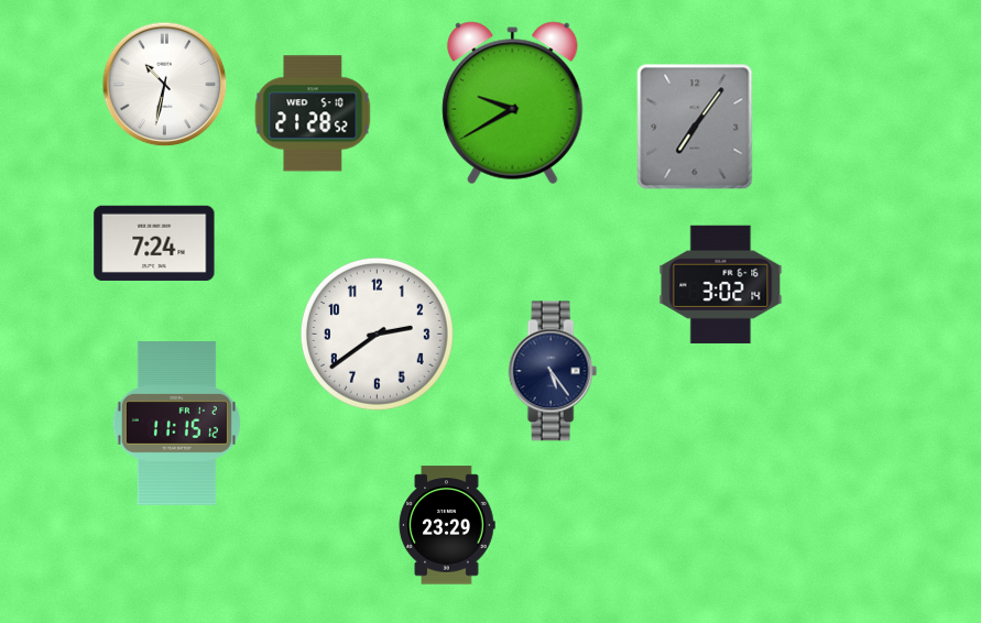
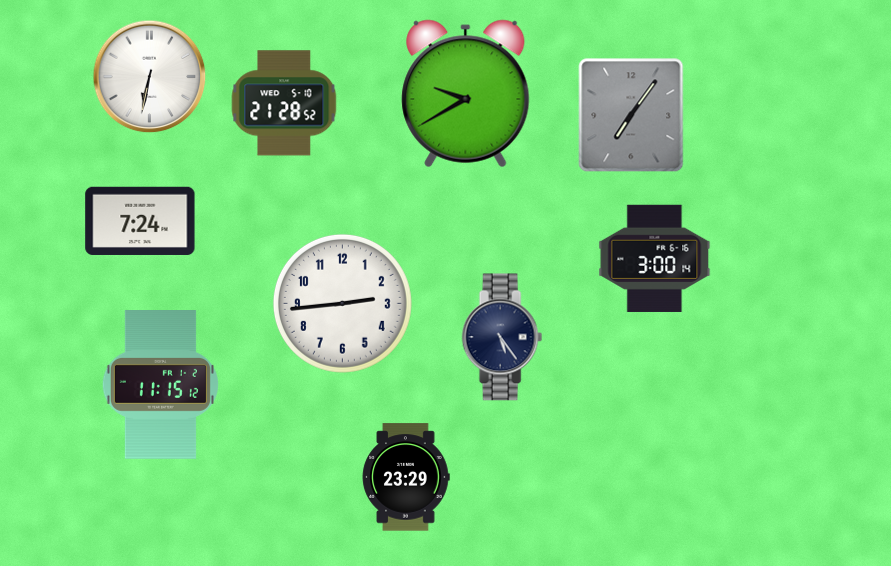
clock at (165, 85): 10:32 -> 6:32
clock at (721, 284): 3:02 -> 3:00
clock at (377, 334): 2:39 -> 2:44
